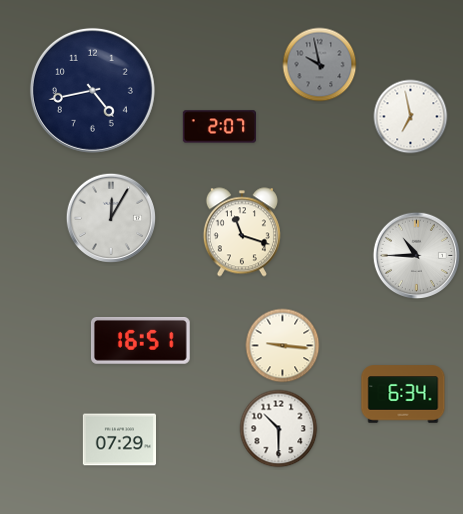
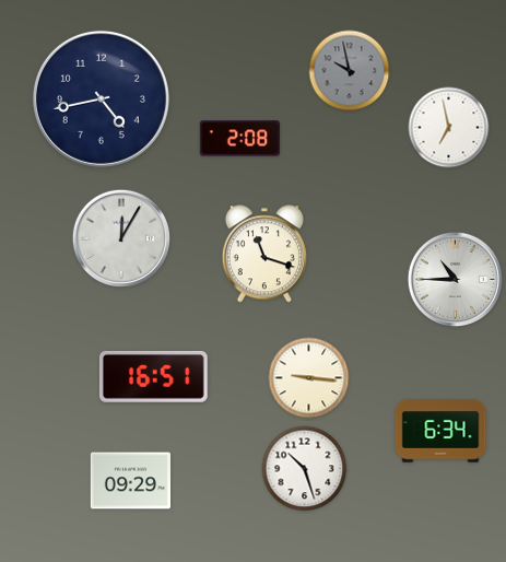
clock at (219, 127): 2:07 -> 2:08
clock at (140, 340) position: (140, 340) -> (153, 376)
clock at (279, 429): 10:30 -> 10:27
clock at (119, 440): 07:29 -> 09:29
